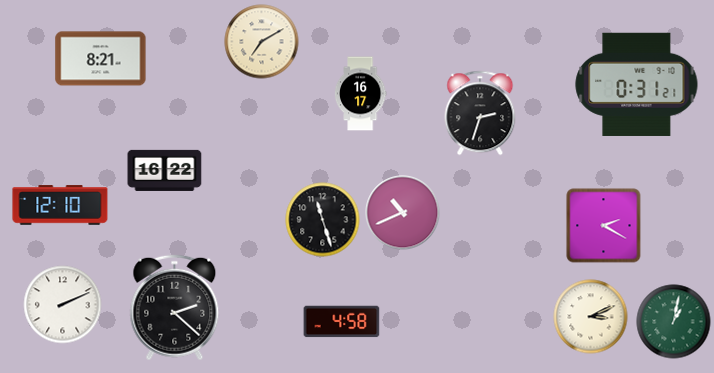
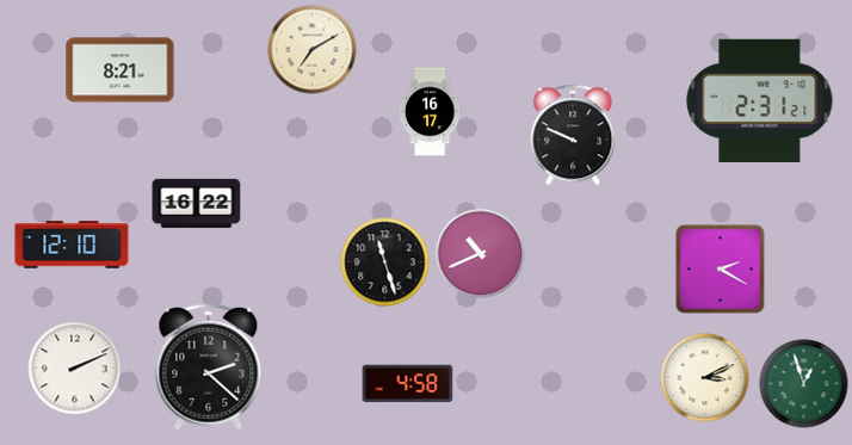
clock at (637, 84): 0:31 -> 2:31
clock at (480, 113): 2:33 -> 9:49
clock at (63, 305) position: (63, 305) -> (75, 369)
clock at (674, 322): 1:02 -> 12:57
